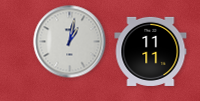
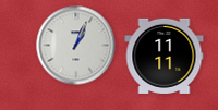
clock at (70, 42): 1:02 -> 1:04
